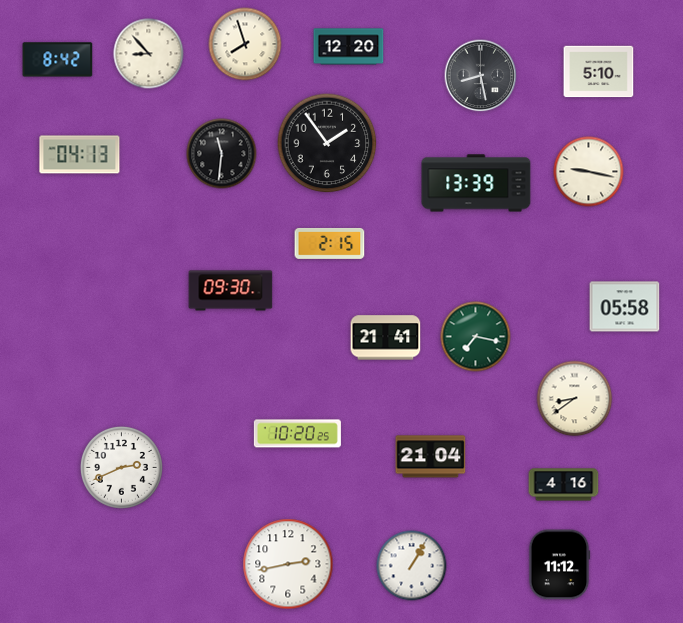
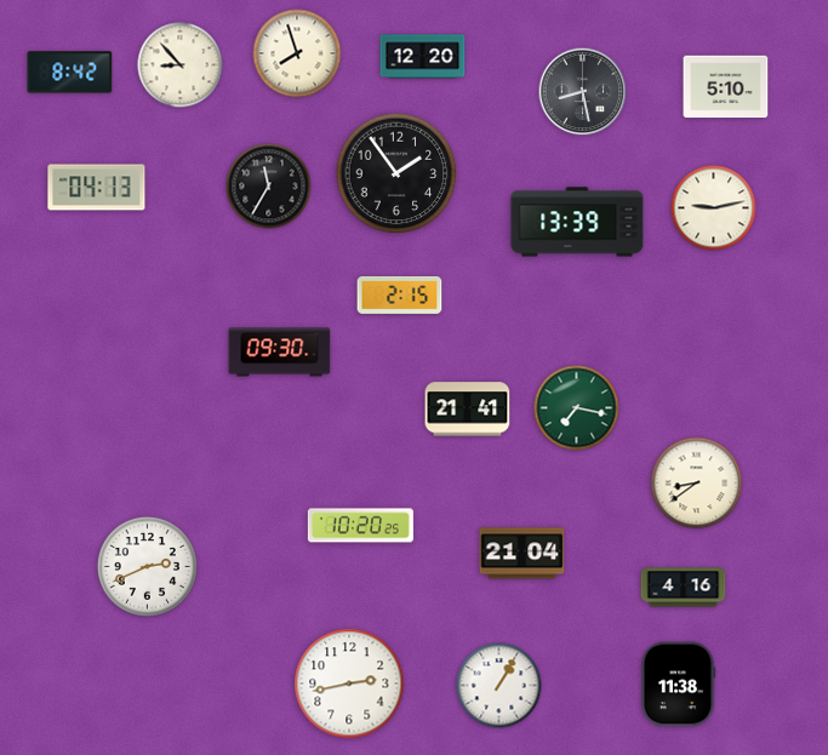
clock at (222, 154): 11:31 -> 11:35
clock at (589, 172): 9:17 -> 9:13
clock at (625, 307): 05:58 -> none
clock at (559, 565): 11:12 -> 11:38
